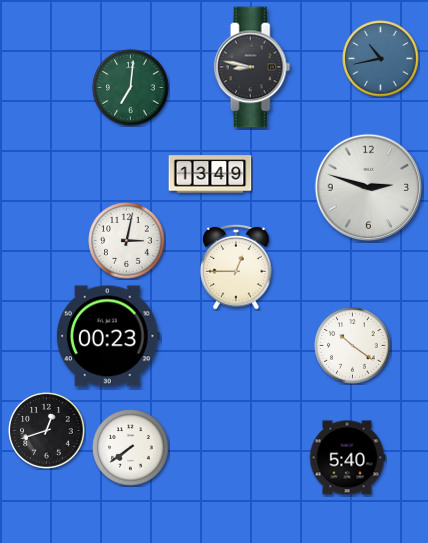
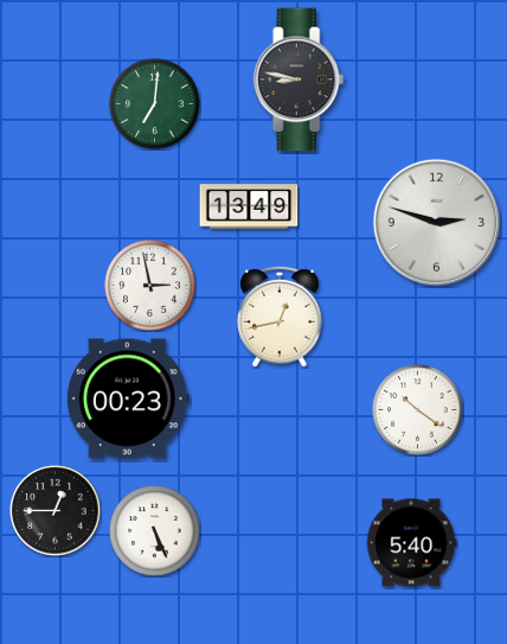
clock at (381, 59): 10:43 -> none
clock at (127, 241): 3:02 -> 2:58
clock at (236, 267): 12:45 -> 12:43
clock at (47, 431): 12:42 -> 12:45
clock at (131, 448): 7:39 -> 5:26
